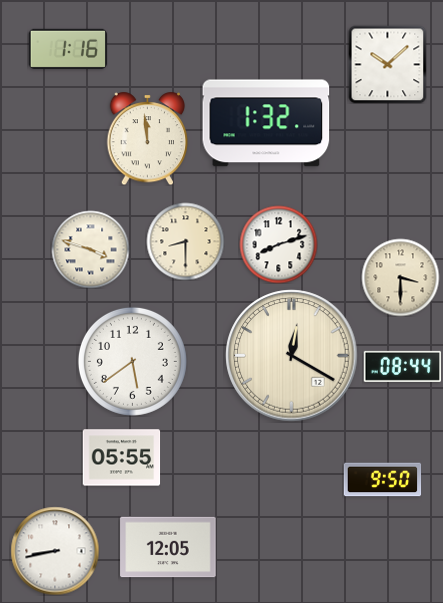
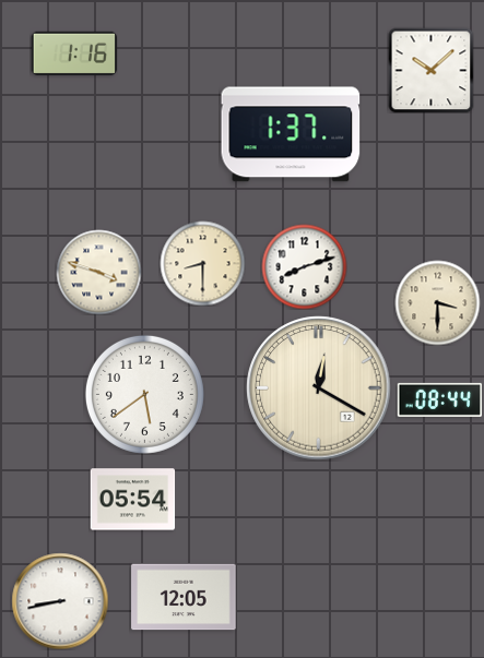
clock at (387, 64) position: (387, 64) -> (430, 70)
clock at (266, 123): 1:32 -> 1:37
clock at (148, 138): 11:59 -> none
clock at (121, 458): 05:55 -> 05:54
clock at (382, 480): 9:50 -> none
